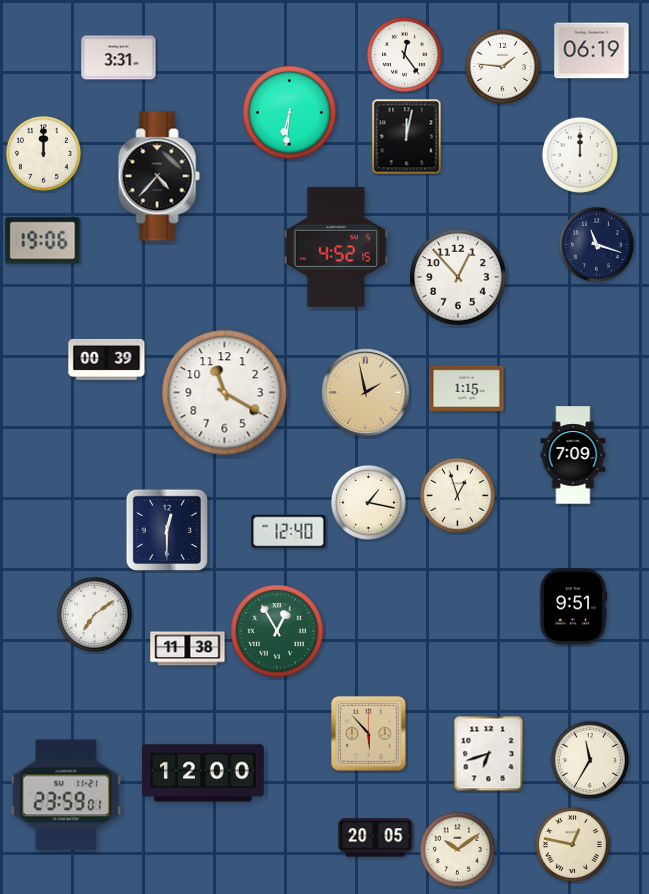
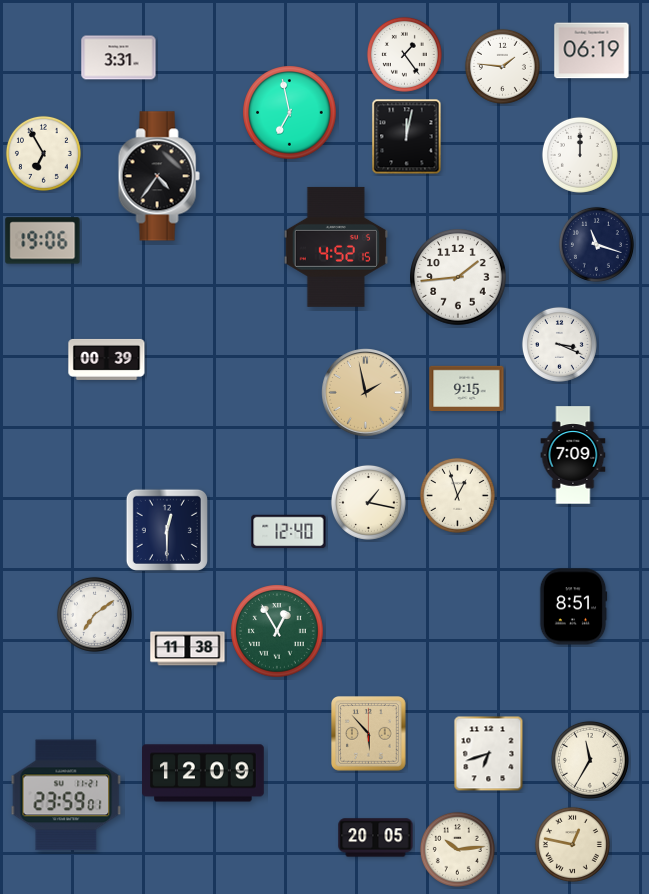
clock at (404, 54): 12:24 -> 1:24
clock at (290, 113): 6:31 -> 6:58
clock at (43, 153): 12:00 -> 6:55
clock at (159, 176): 4:37 -> 4:36
clock at (458, 277): 12:53 -> 1:44
clock at (559, 344): none -> 3:19
clock at (467, 388): 1:15 -> 9:15
clock at (225, 393): 11:20 -> none
clock at (573, 607): 9:51 -> 8:51
clock at (203, 773): 12:00 -> 12:09
clock at (457, 849): 10:09 -> 10:14
